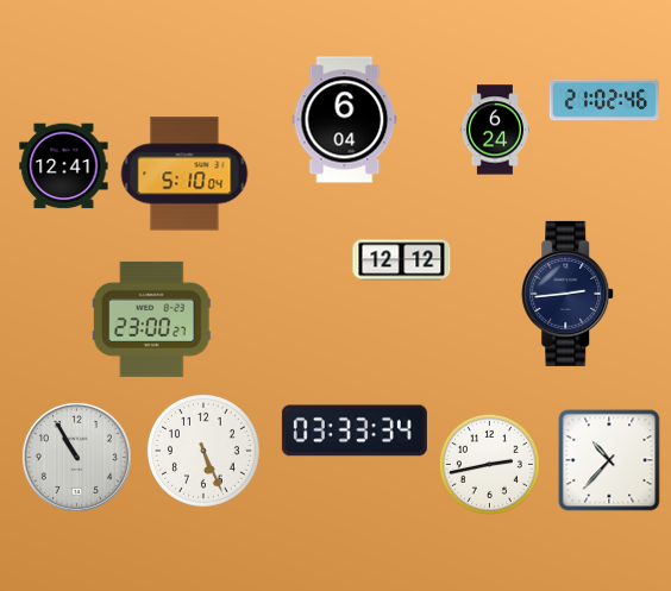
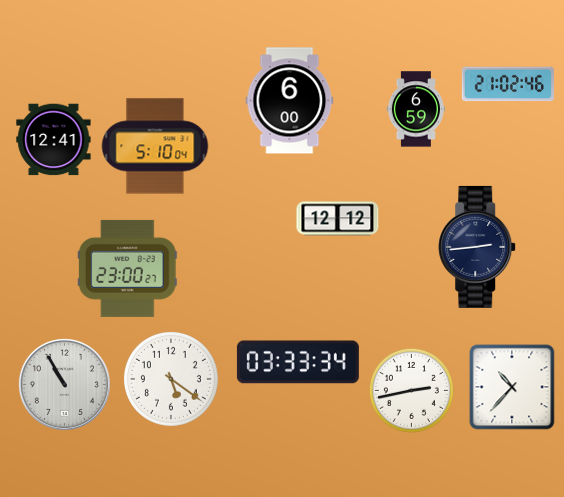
clock at (345, 120): 6:04 -> 6:00
clock at (495, 130): 6:24 -> 6:59
clock at (203, 451): 5:26 -> 5:21
